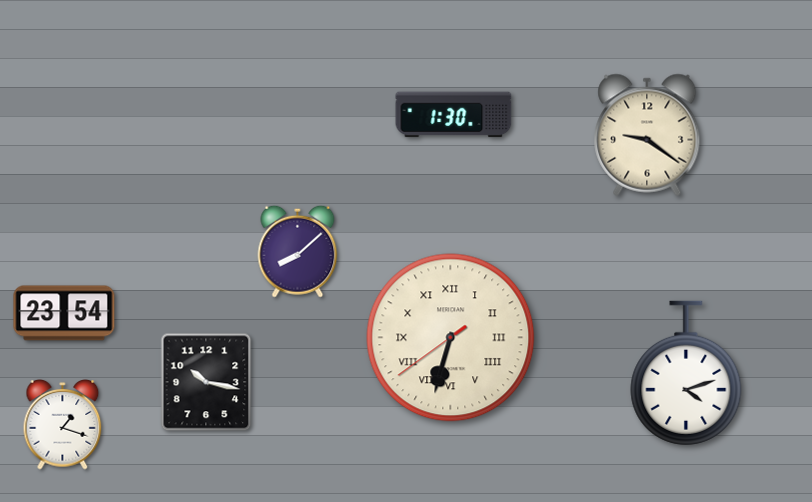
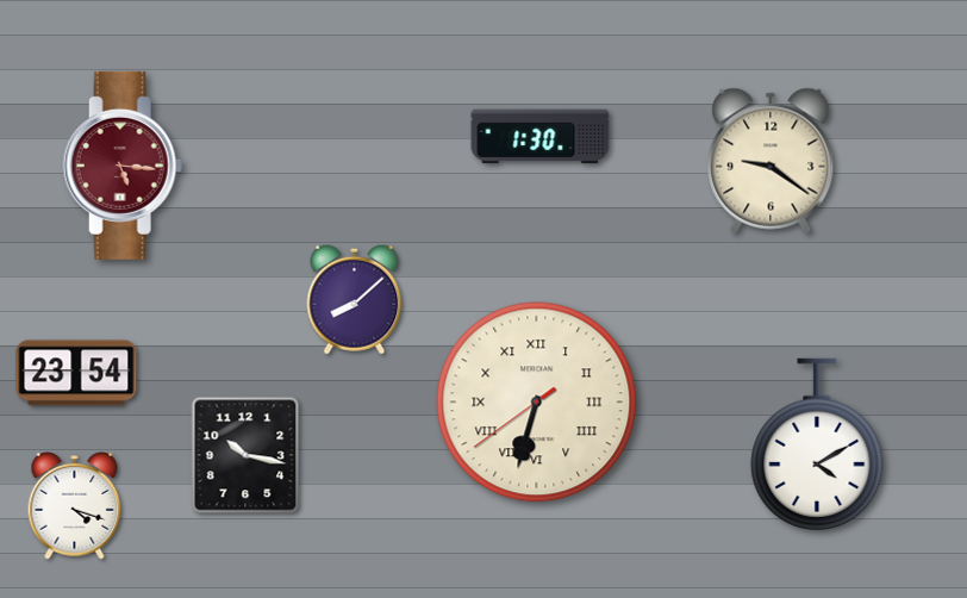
clock at (123, 166): none -> 5:16
clock at (686, 373): 4:12 -> 4:10
clock at (63, 425): 1:18 -> 4:18
